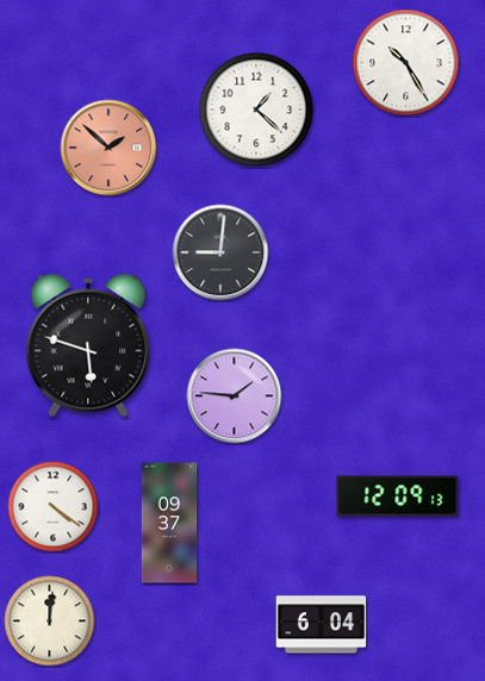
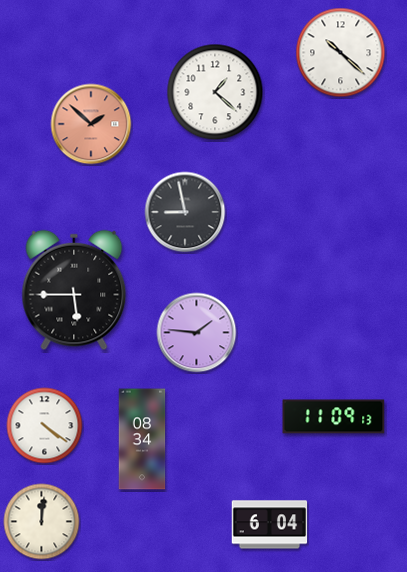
clock at (406, 63): 10:25 -> 10:22
clock at (220, 252): 9:01 -> 8:58
clock at (88, 345): 5:48 -> 5:45
clock at (398, 496): 12:09 -> 11:09
clock at (169, 523): 09:37 -> 08:34
